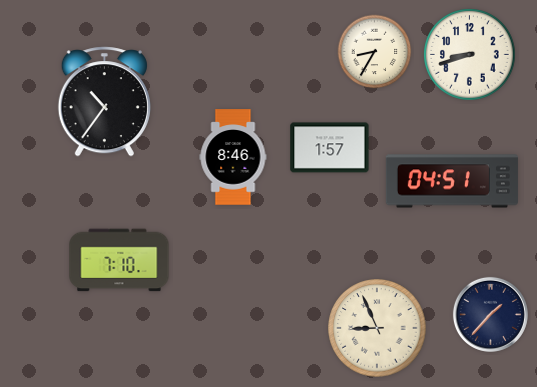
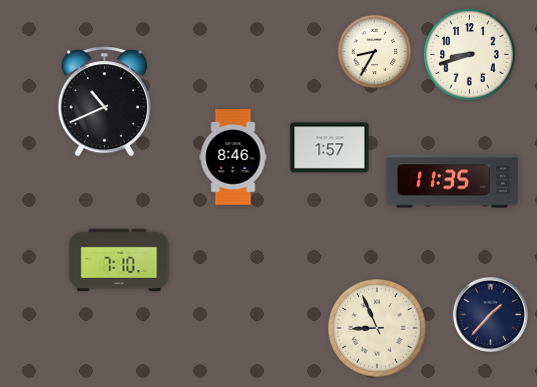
clock at (104, 102): 10:36 -> 10:41
clock at (452, 181): 04:51 -> 11:35
